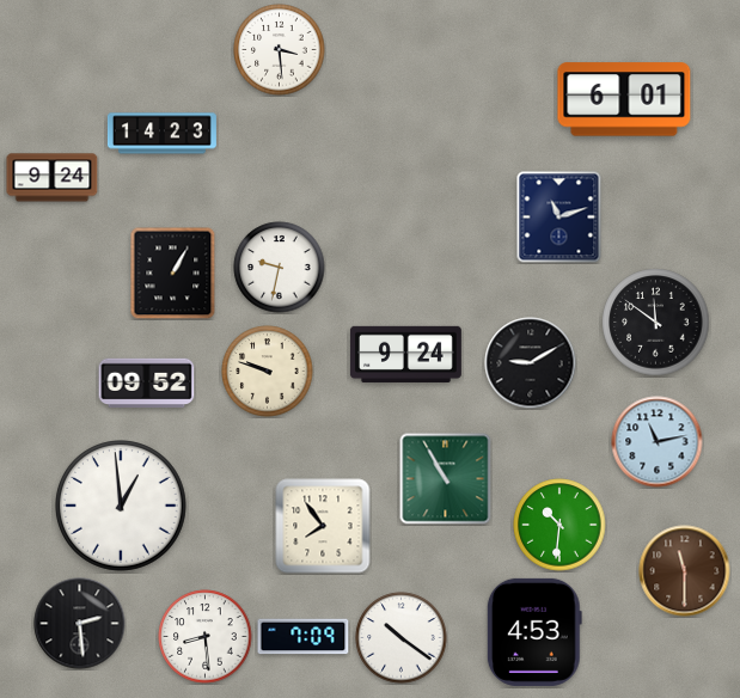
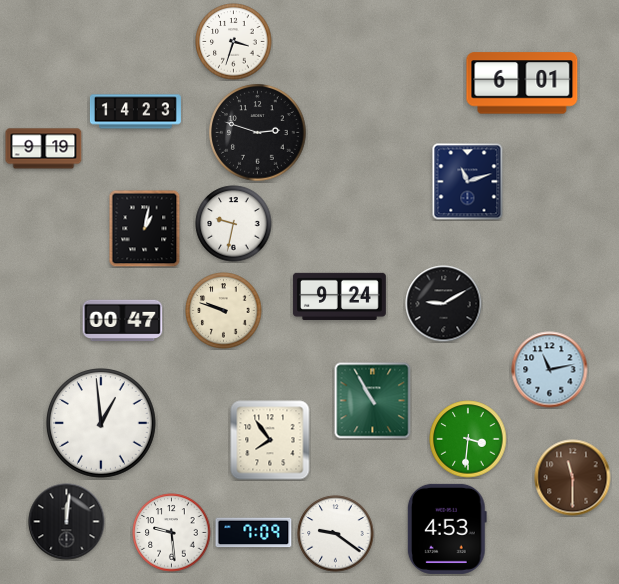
clock at (280, 50): 3:29 -> 3:33
clock at (258, 133): none -> 2:48
clock at (53, 178): 9:24 -> 9:19
clock at (173, 273): 1:05 -> 1:02
clock at (656, 323): 11:51 -> none
clock at (147, 384): 09:52 -> 00:47
clock at (559, 525): 10:31 -> 3:31
clock at (80, 624): 2:29 -> 12:01
clock at (206, 637): 8:29 -> 9:29
clock at (402, 638): 10:21 -> 9:21
